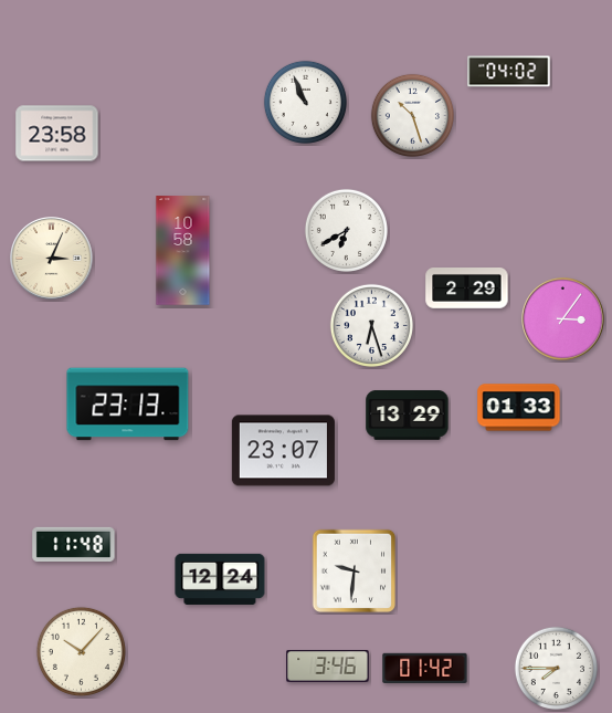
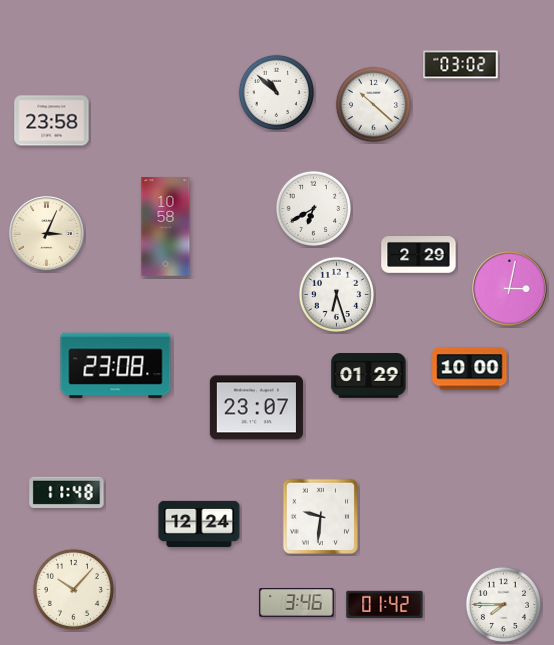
clock at (509, 72): 04:02 -> 03:02
clock at (305, 102): 10:56 -> 10:52
clock at (412, 115): 10:27 -> 10:22
clock at (467, 289) position: (467, 289) -> (419, 255)
clock at (563, 319): 3:06 -> 3:02
clock at (128, 405): 23:13 -> 23:08
clock at (519, 408): 01:33 -> 10:00
clock at (408, 416): 13:29 -> 01:29
